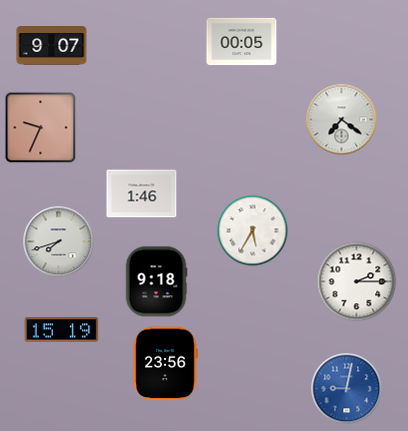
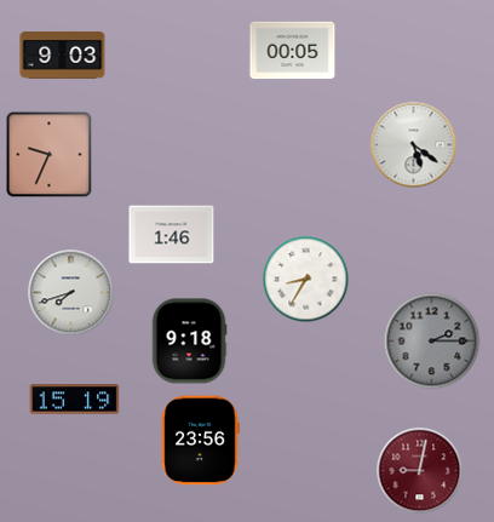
clock at (52, 46): 9:07 -> 9:03
clock at (342, 120): 7:21 -> 5:21
clock at (253, 231): 5:35 -> 8:35
clock at (357, 282) dial: white -> grey
clock at (347, 389) dial: blue -> burgundy
